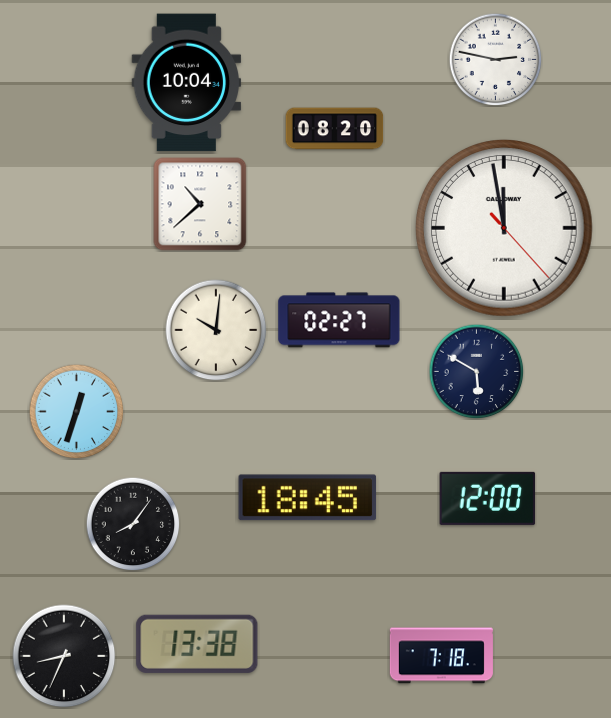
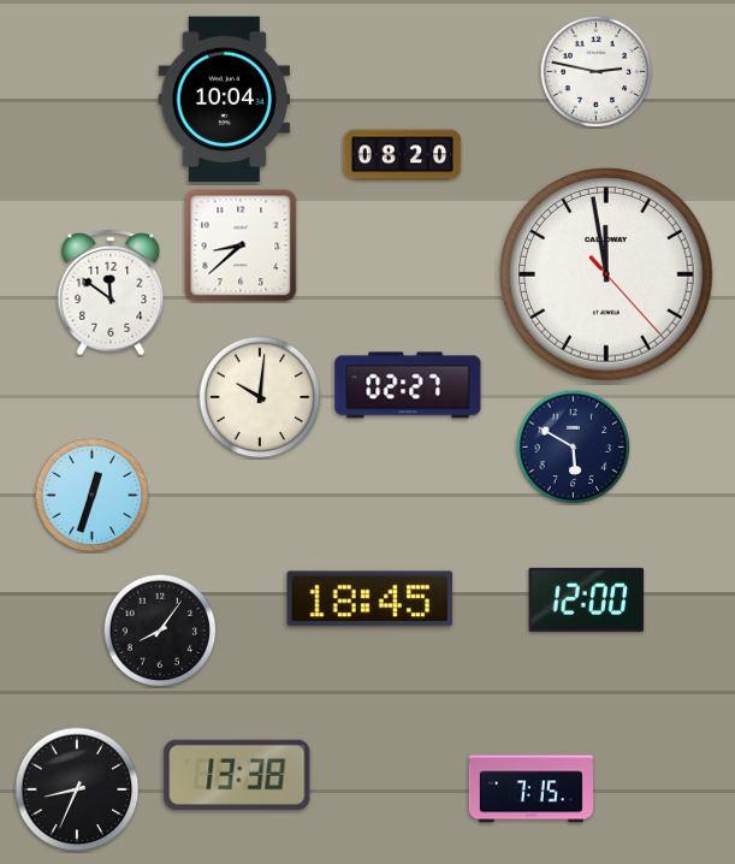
clock at (200, 204): 10:38 -> 8:38
clock at (111, 292): none -> 11:51
clock at (441, 656): 7:18 -> 7:15
